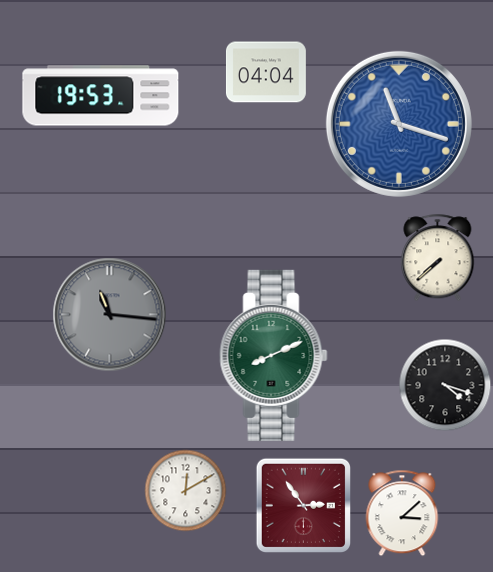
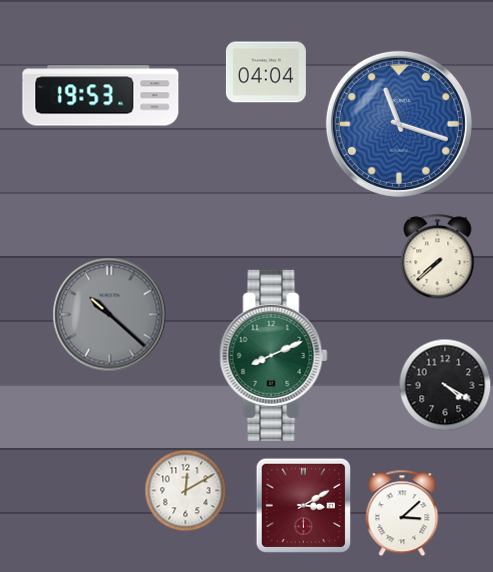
clock at (110, 315): 11:16 -> 10:22
clock at (445, 385): 4:18 -> 4:20
clock at (303, 505): 2:54 -> 3:10
